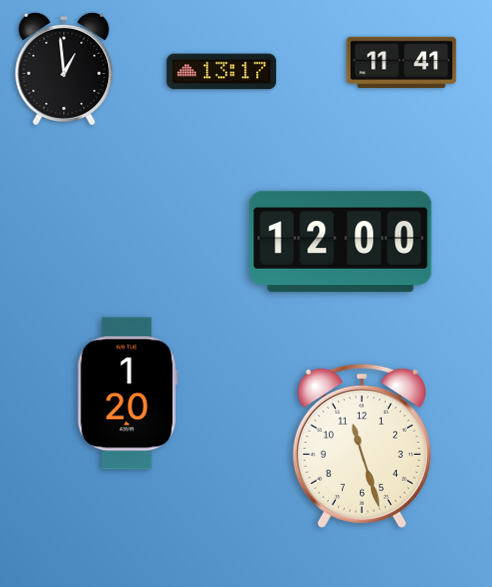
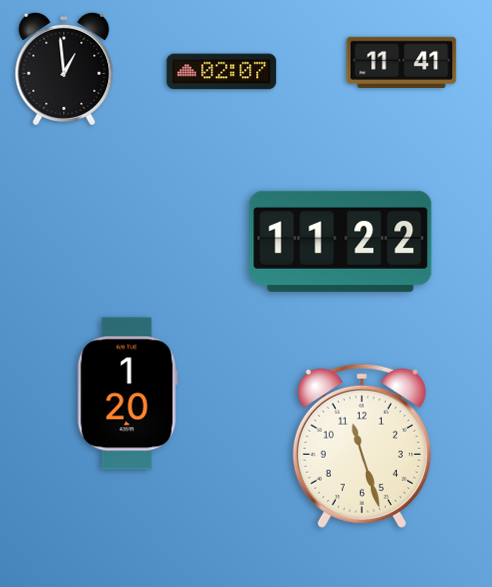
clock at (222, 72): 13:17 -> 02:07
clock at (341, 241): 12:00 -> 11:22
